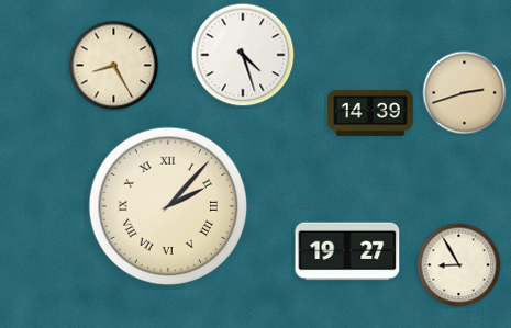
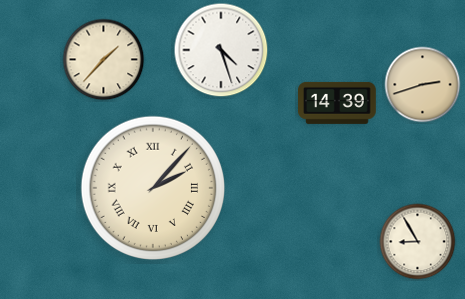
clock at (114, 66): 8:25 -> 1:37
clock at (347, 251): 19:27 -> none
